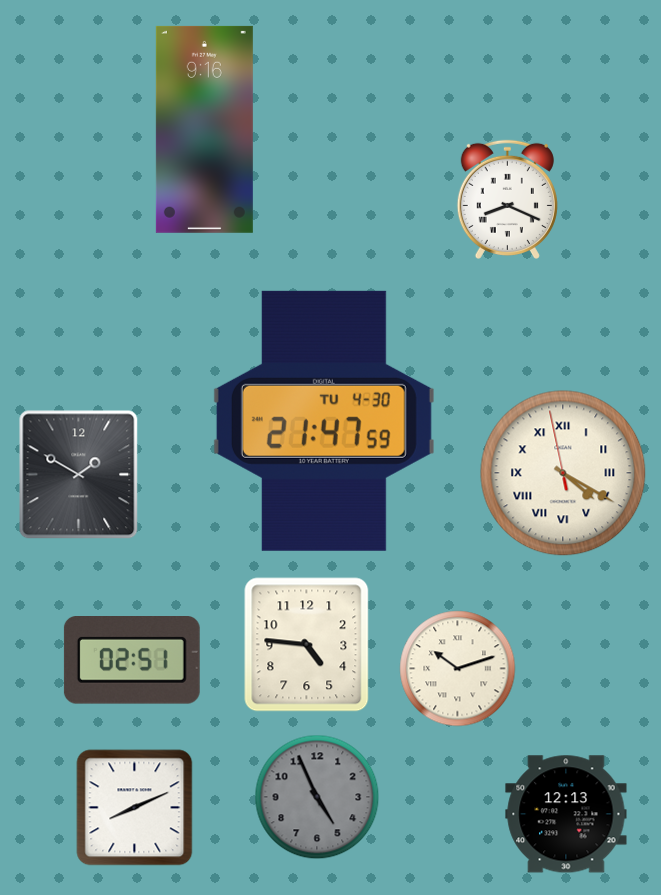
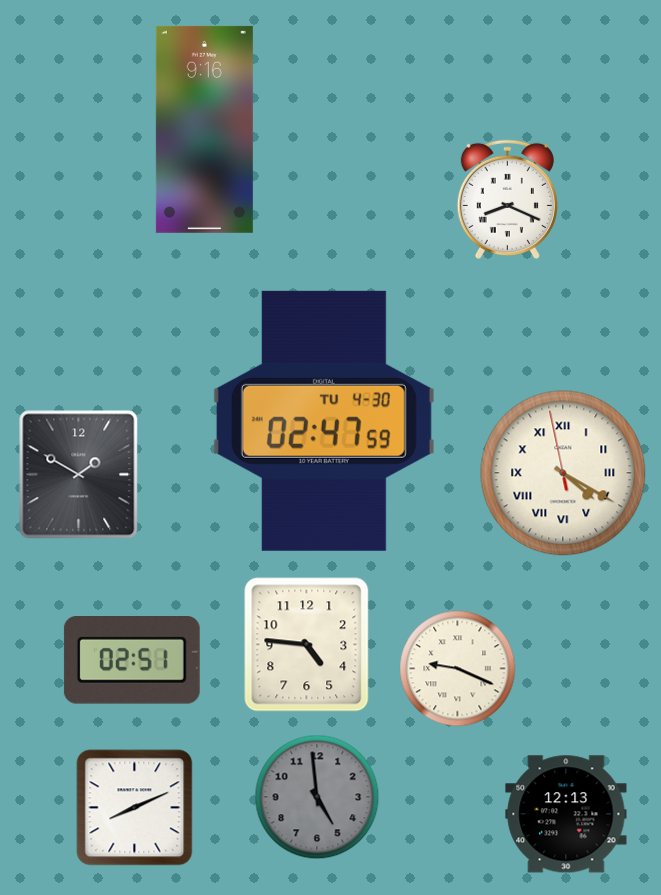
clock at (324, 421): 21:47 -> 02:47
clock at (458, 669): 10:12 -> 9:19
clock at (317, 797): 4:56 -> 4:59
